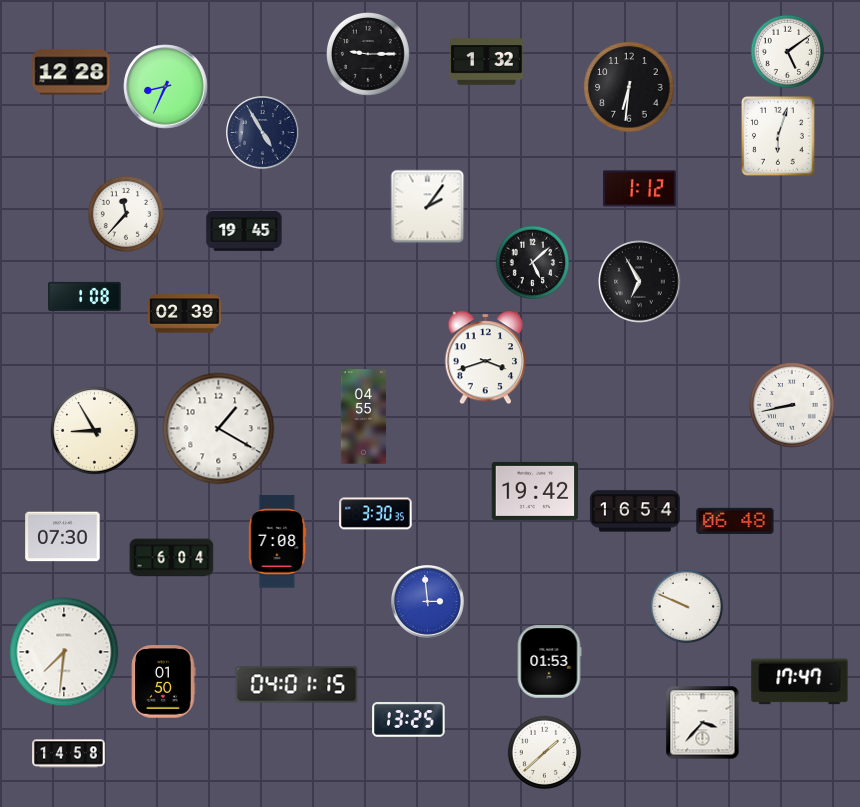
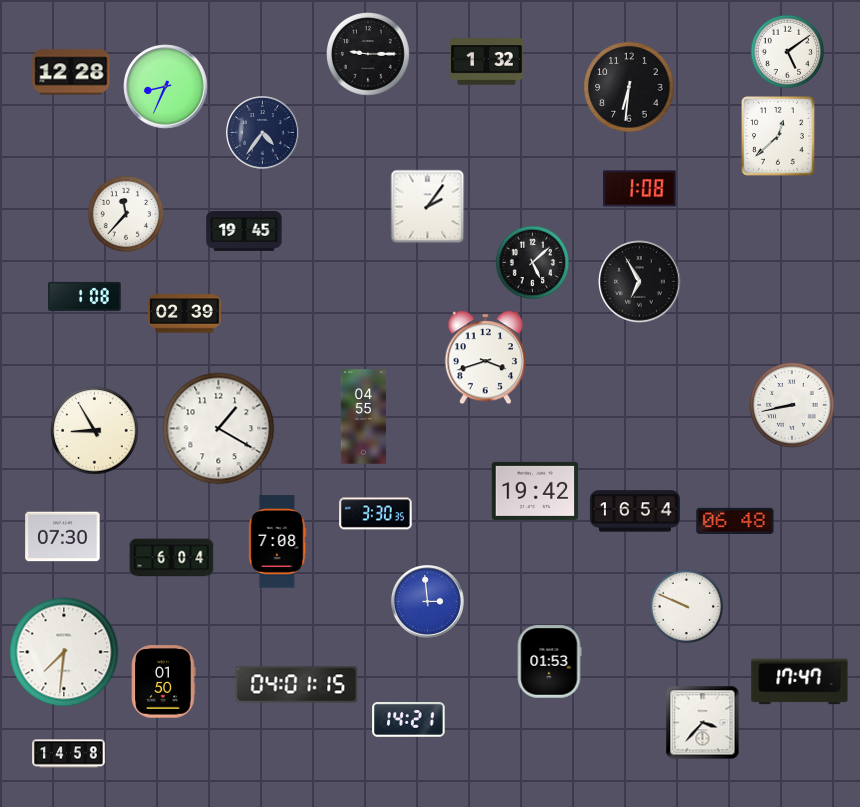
clock at (263, 133): 4:55 -> 4:36
clock at (779, 137): 6:03 -> 12:38
clock at (640, 189): 1:12 -> 1:08
clock at (409, 720): 13:25 -> 14:21
clock at (545, 753): 1:38 -> none
